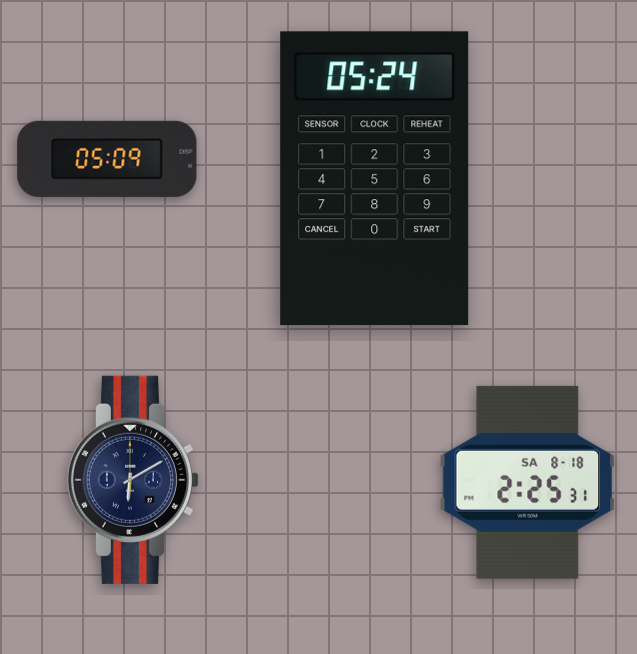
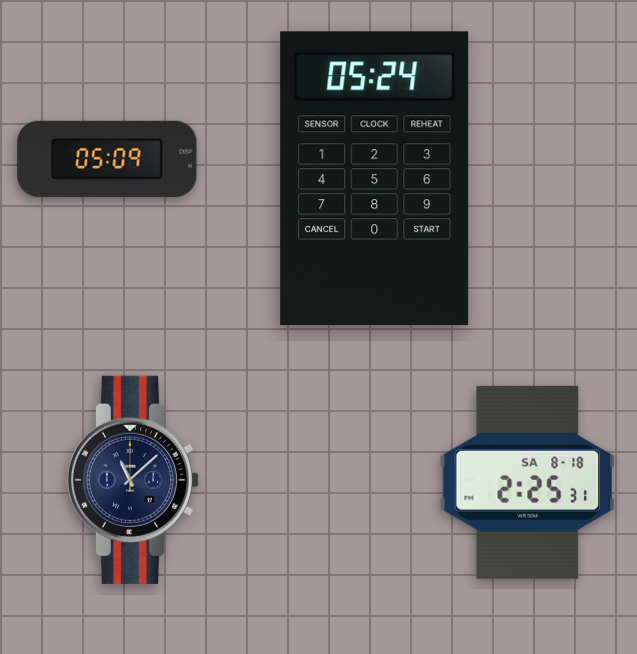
clock at (132, 480): 6:10 -> 11:08
